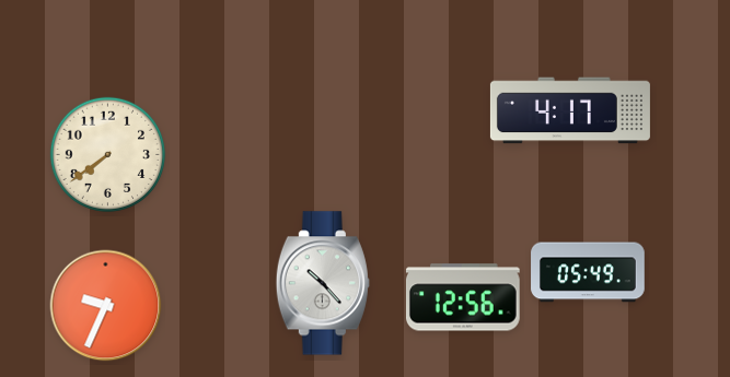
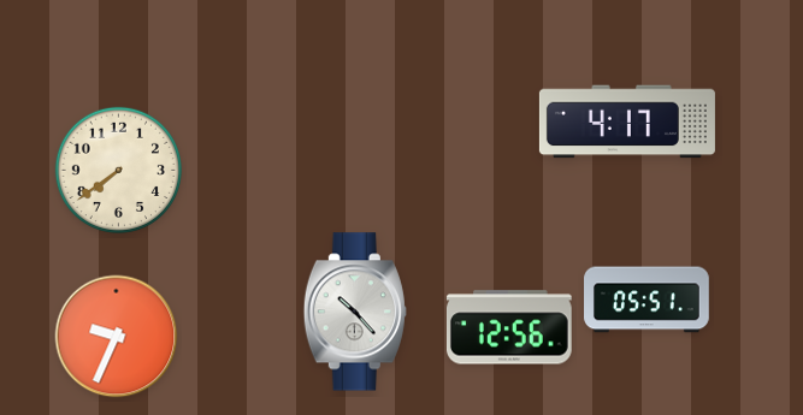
clock at (588, 272): 05:49 -> 05:51
